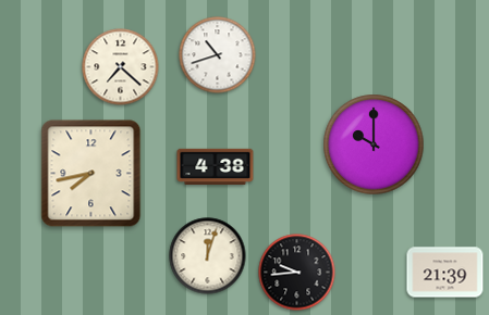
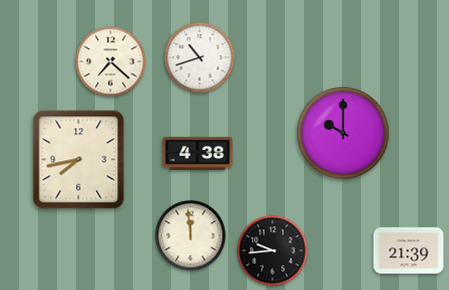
clock at (218, 55) position: (218, 55) -> (200, 58)
clock at (91, 174) position: (91, 174) -> (79, 160)
clock at (208, 256): 12:03 -> 11:59
